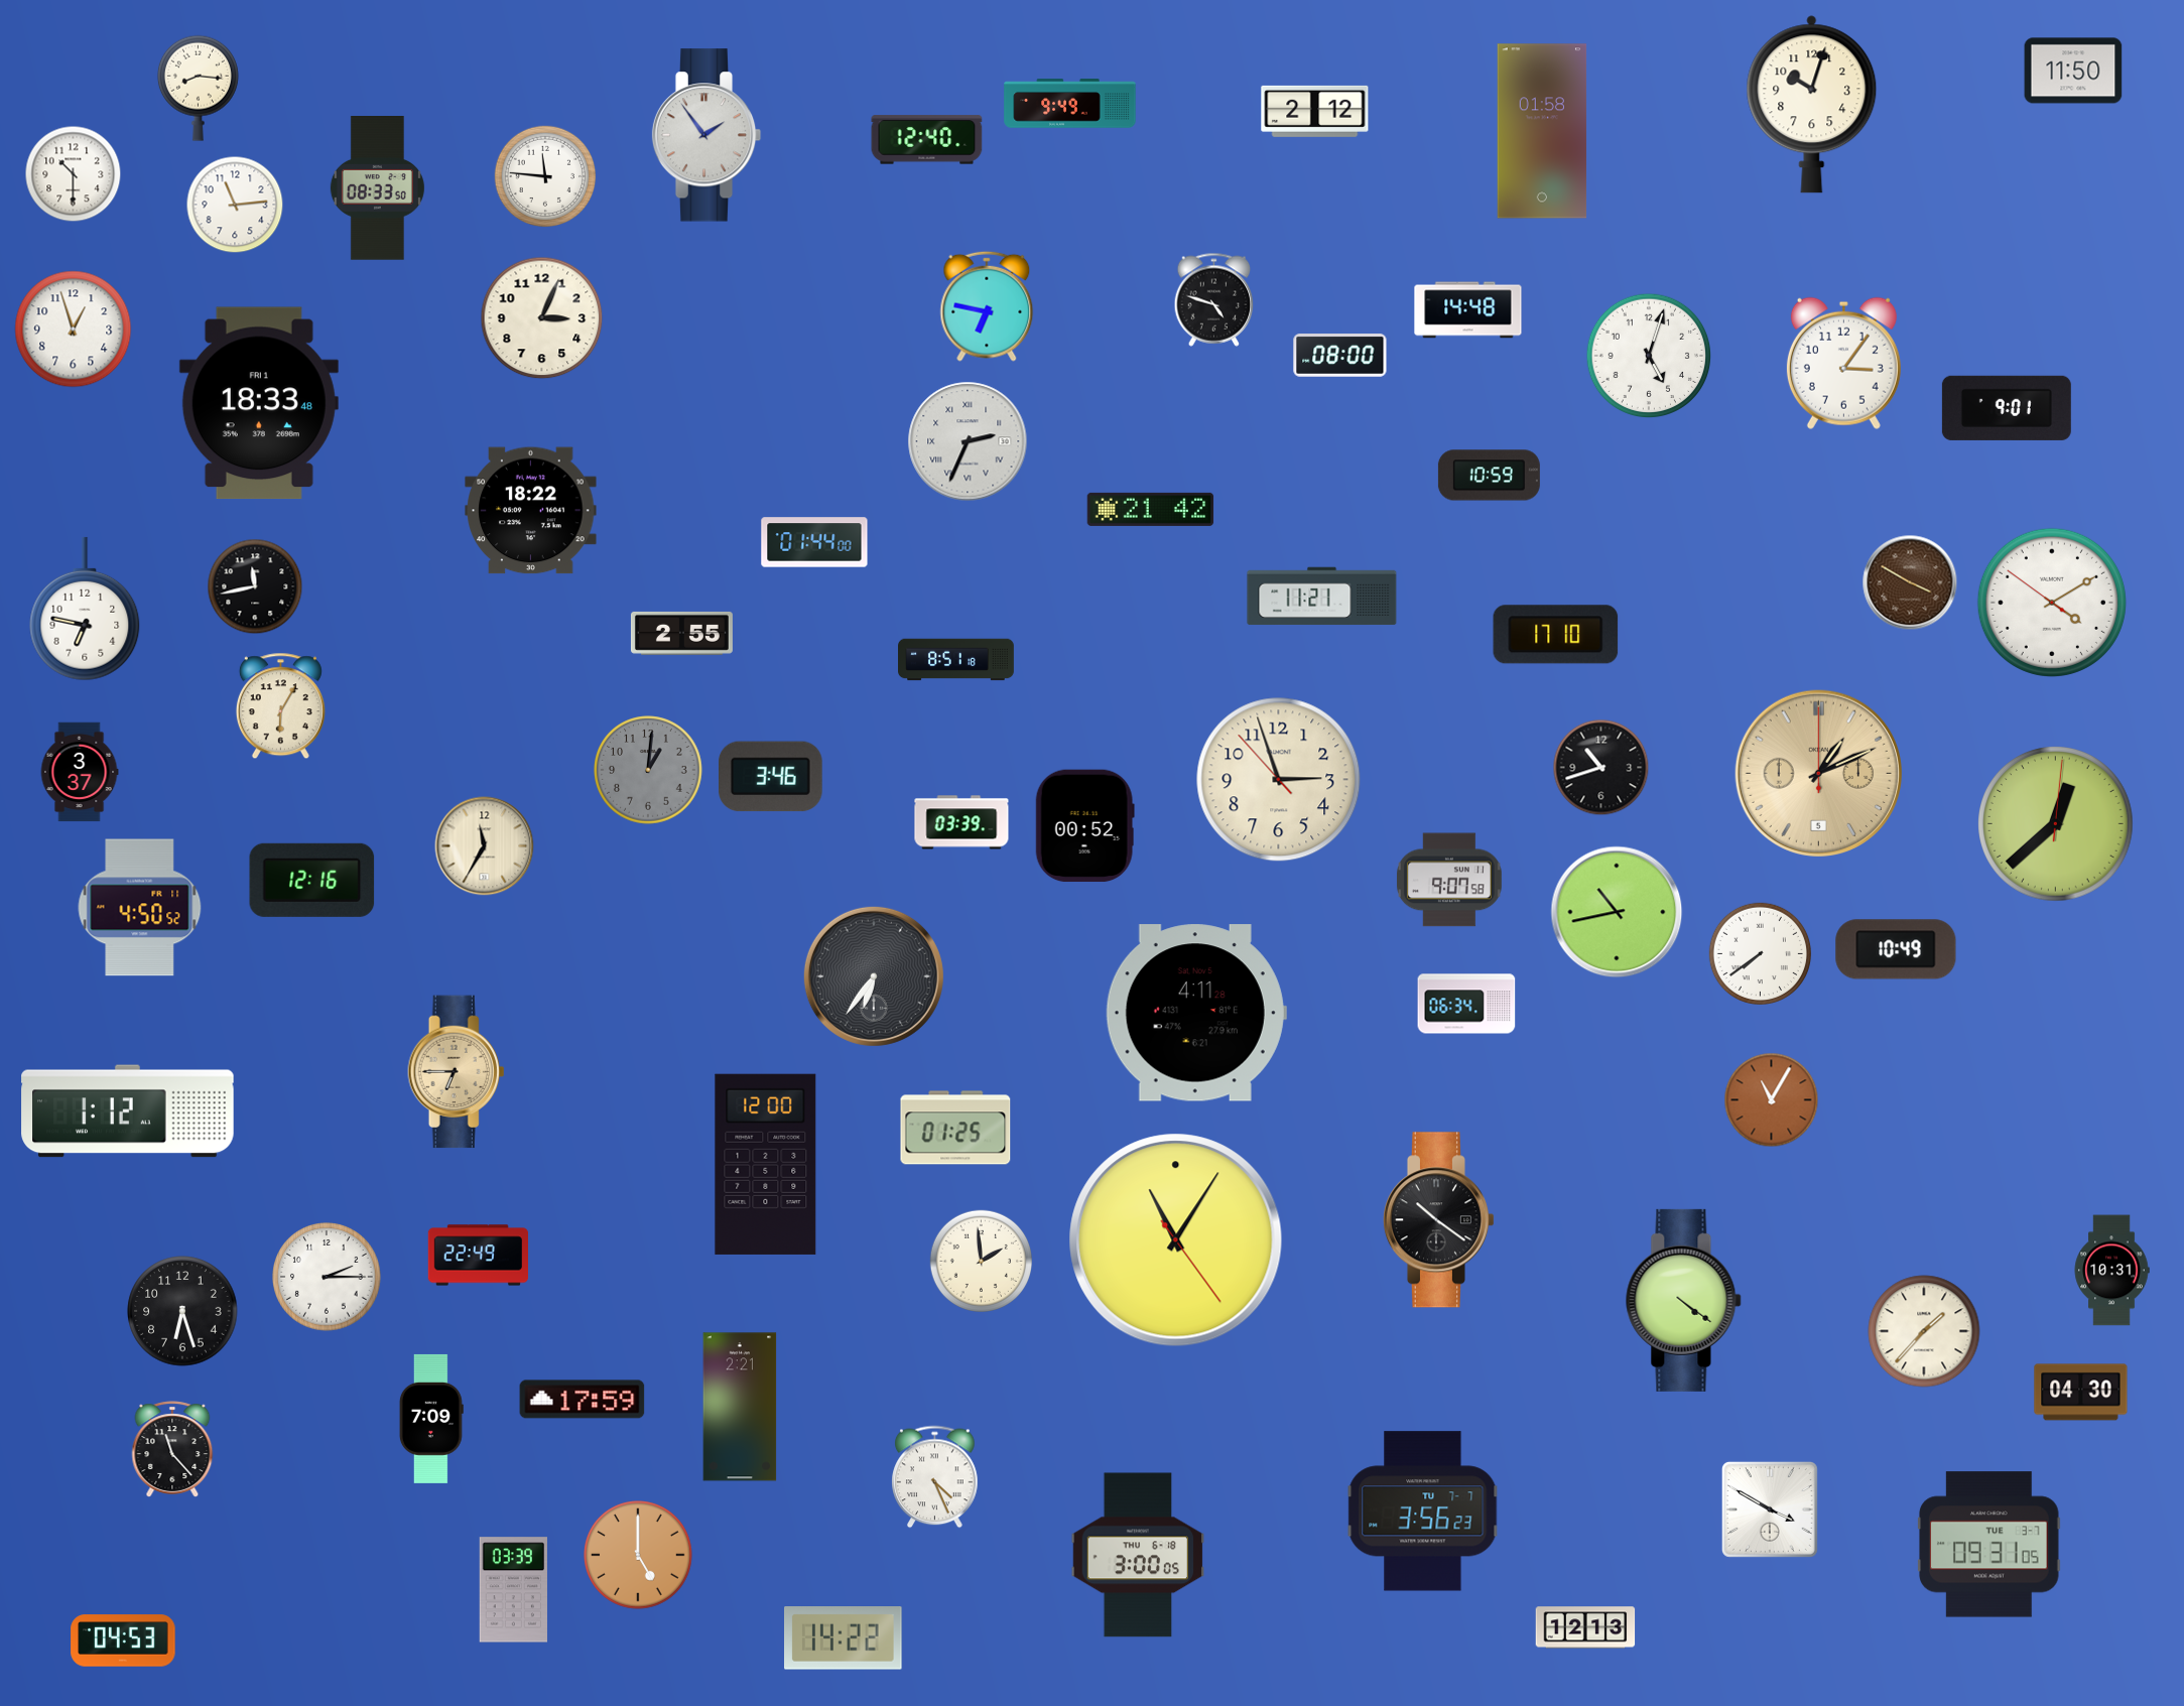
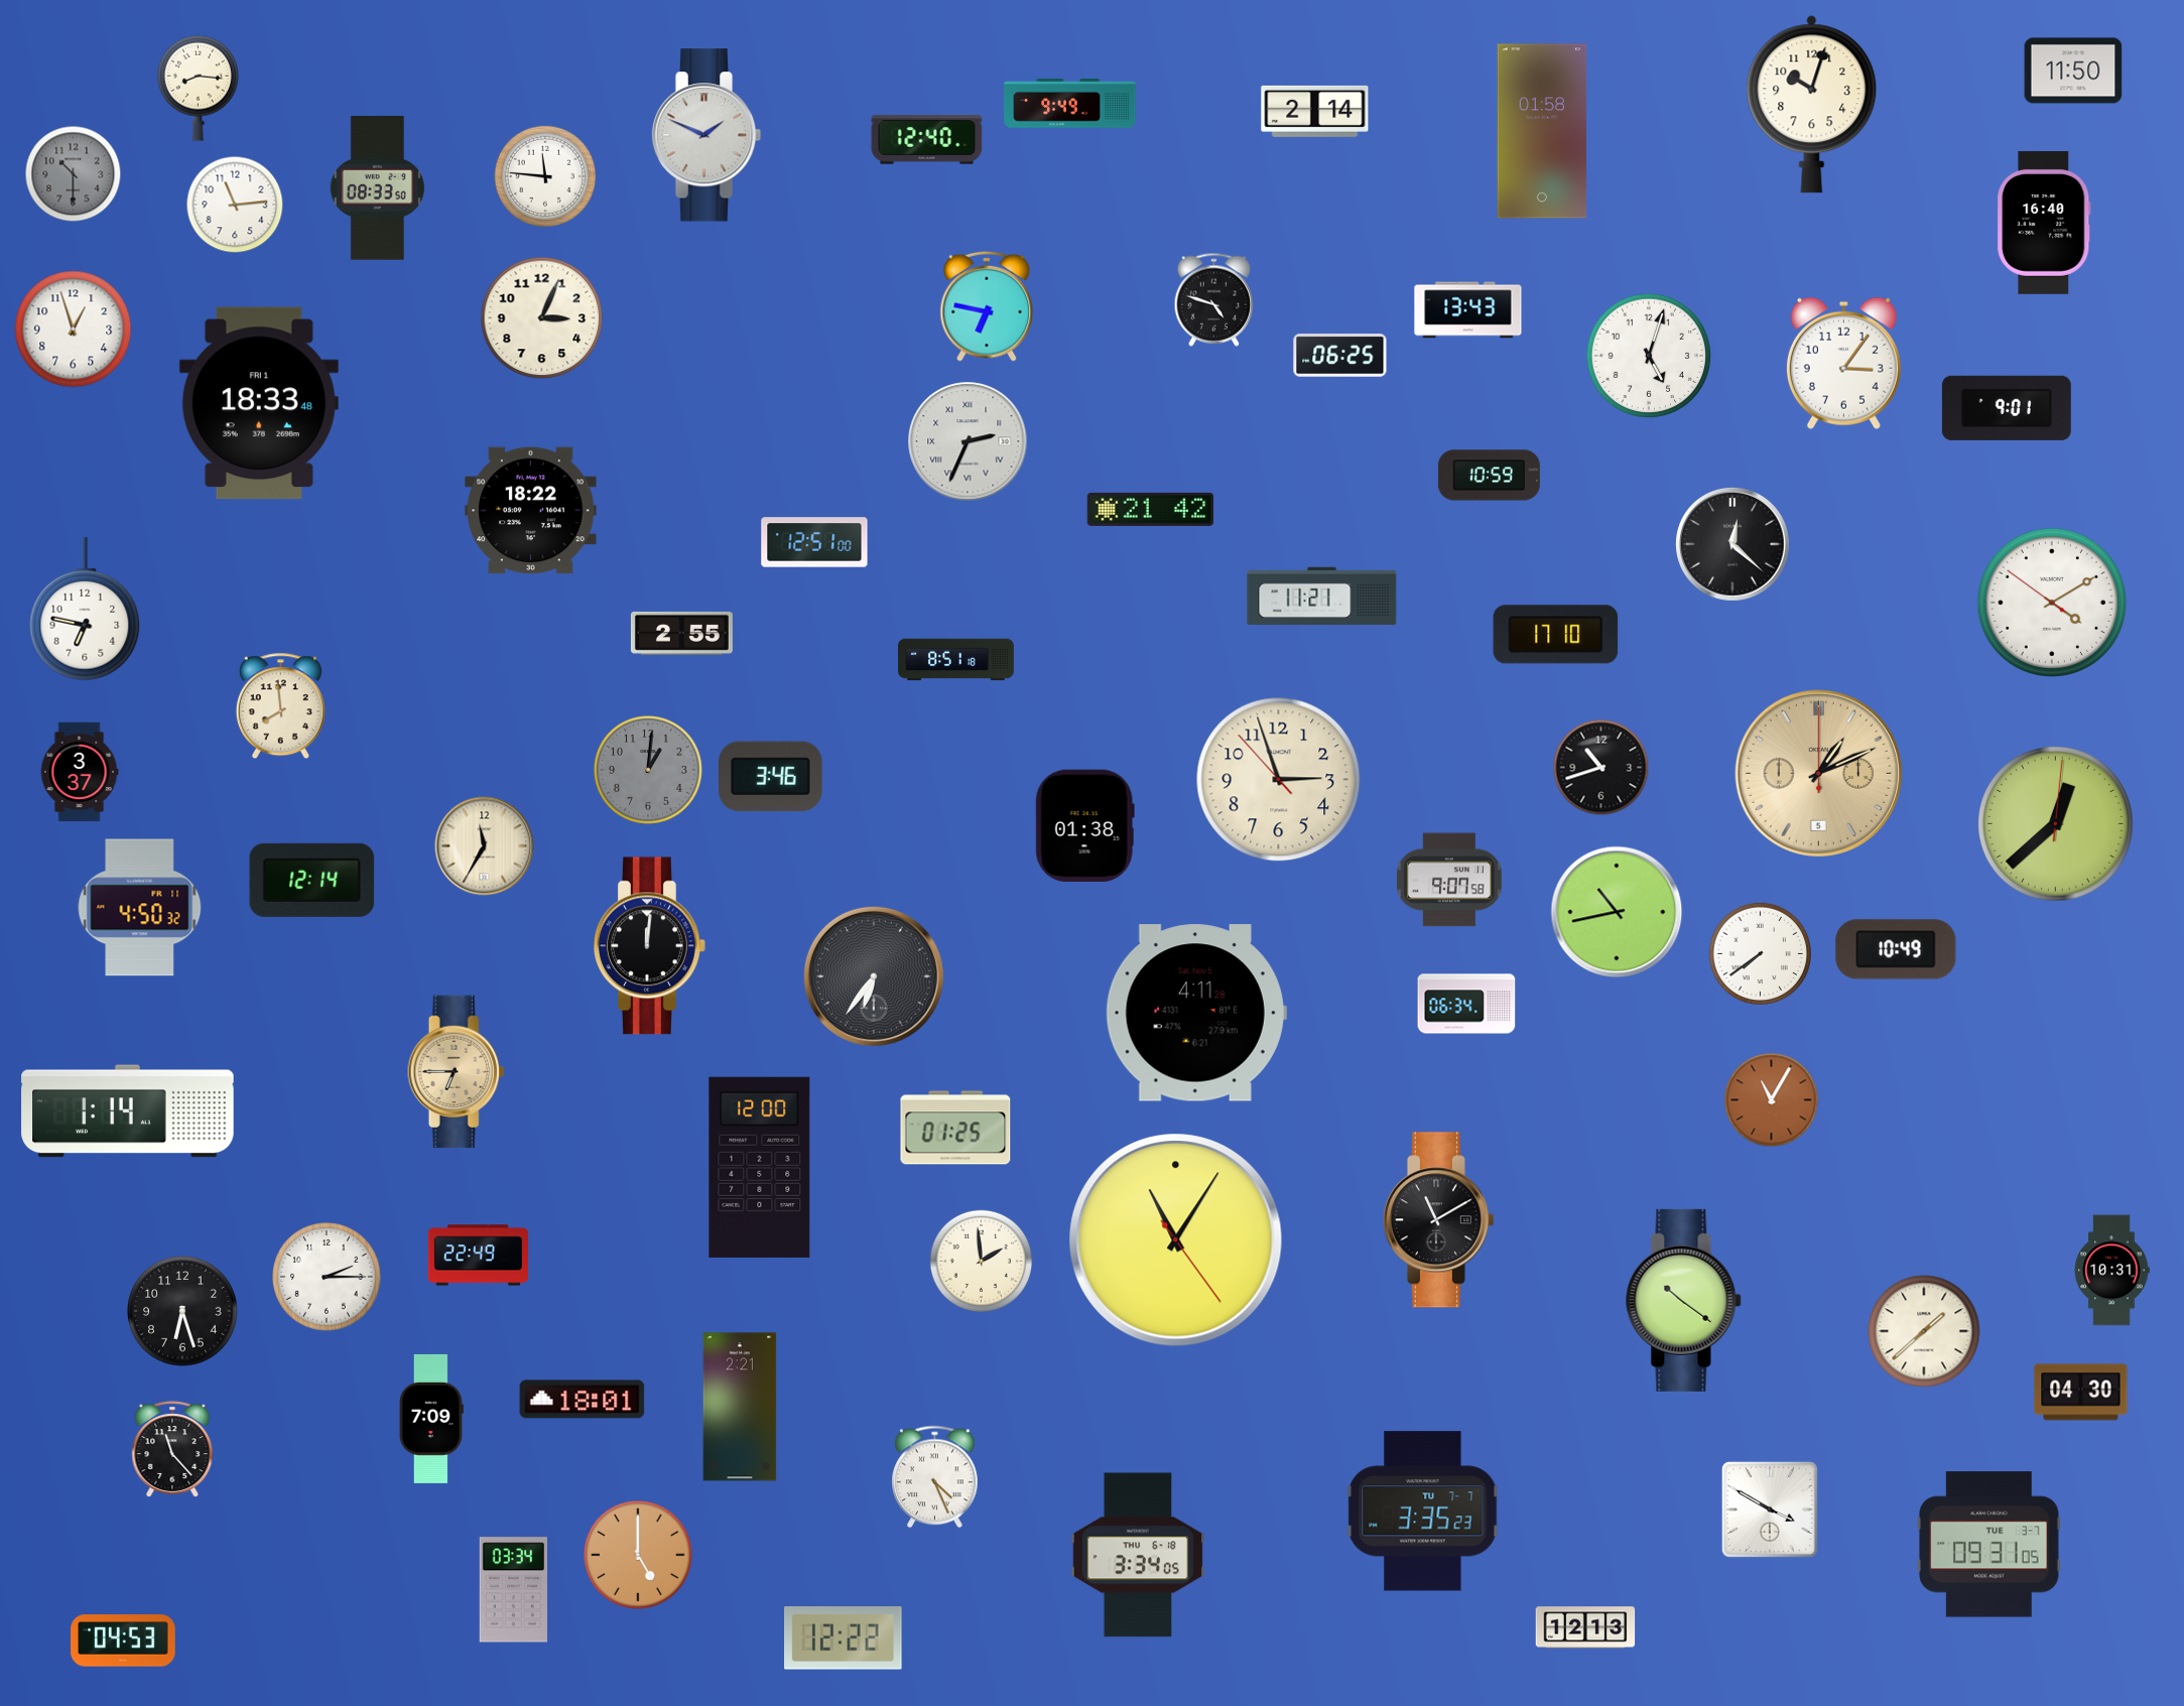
clock at (1315, 111): 2:12 -> 2:14
clock at (706, 135): 1:54 -> 1:49
clock at (74, 174) dial: white -> grey
clock at (2044, 223): none -> 16:40
clock at (1468, 310): 14:48 -> 13:43
clock at (1340, 356): 08:00 -> 06:25
clock at (814, 542): 01:44 -> 12:51
clock at (1733, 545): none -> 12:22
clock at (1910, 582): 3:50 -> none
clock at (255, 586): 11:43 -> none
clock at (280, 706): 6:05 -> 7:59
clock at (961, 822): 03:39 -> none
clock at (1084, 826): 00:52 -> 01:38
clock at (312, 880): 12:16 -> 12:14
clock at (140, 908): 4:50:52 -> 4:50:32
clock at (650, 946): none -> 12:01
clock at (128, 1111): 1:12 -> 1:14
clock at (766, 1164) position: (766, 1164) -> (760, 1167)
clock at (1438, 1220): 10:21 -> 11:10
clock at (1684, 1300): 4:21 -> 10:21
clock at (1924, 1331): 1:37 -> 1:38
clock at (583, 1400): 17:59 -> 18:01
clock at (1423, 1512): 3:56 -> 3:35
clock at (1138, 1555): 3:00 -> 3:34
clock at (513, 1590): 03:39 -> 03:34
clock at (844, 1638): 14:22 -> 12:22
